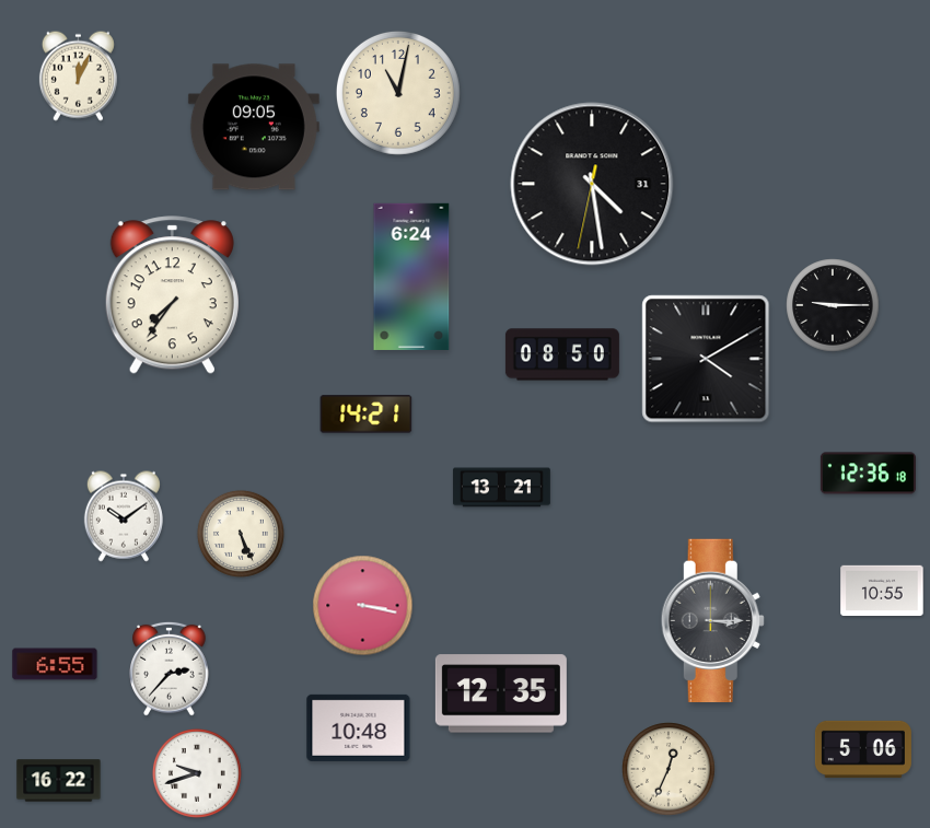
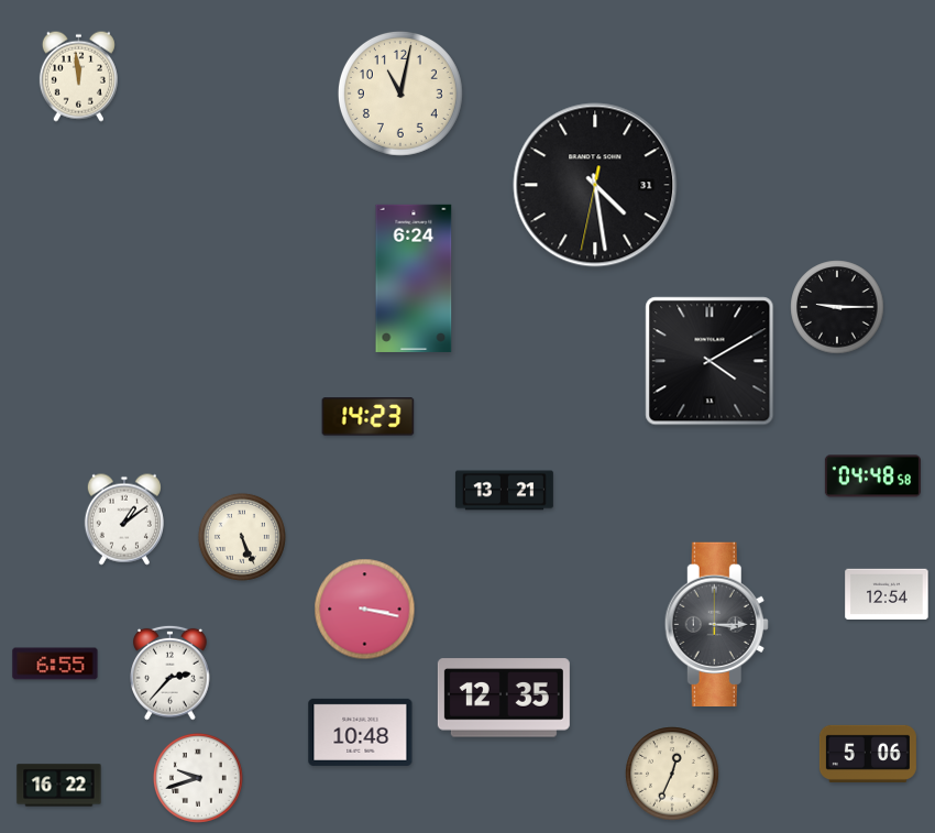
clock at (78, 75): 12:04 -> 11:59
clock at (254, 127): 09:05 -> none
clock at (172, 295): 7:36 -> none
clock at (562, 354): 08:50 -> none
clock at (367, 415): 14:21 -> 14:23
clock at (868, 474): 12:36 -> 04:48
clock at (124, 516): 10:09 -> 1:09
clock at (882, 590): 10:55 -> 12:54
clock at (55, 664) position: (55, 664) -> (55, 664)
